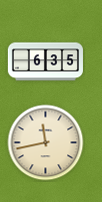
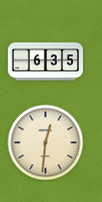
clock at (46, 143): 11:43 -> 12:31
